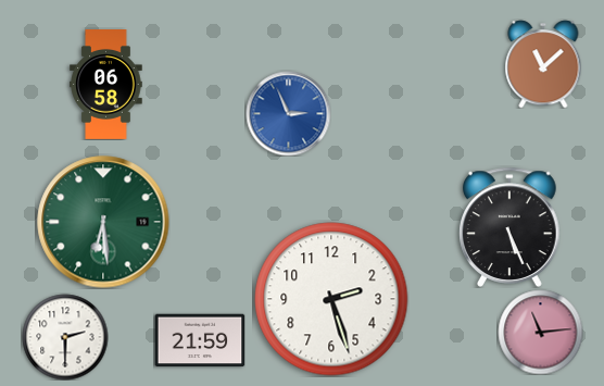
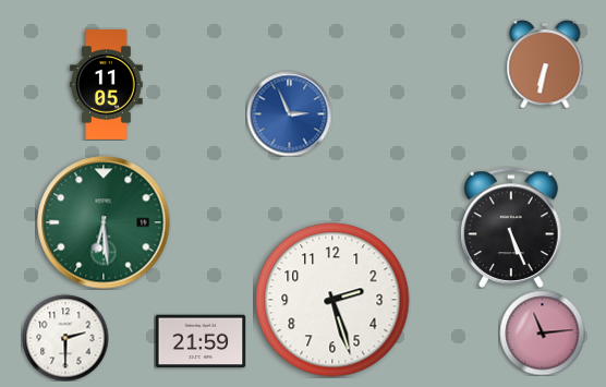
clock at (543, 64): 11:08 -> 6:32
clock at (106, 85): 06:58 -> 11:05
